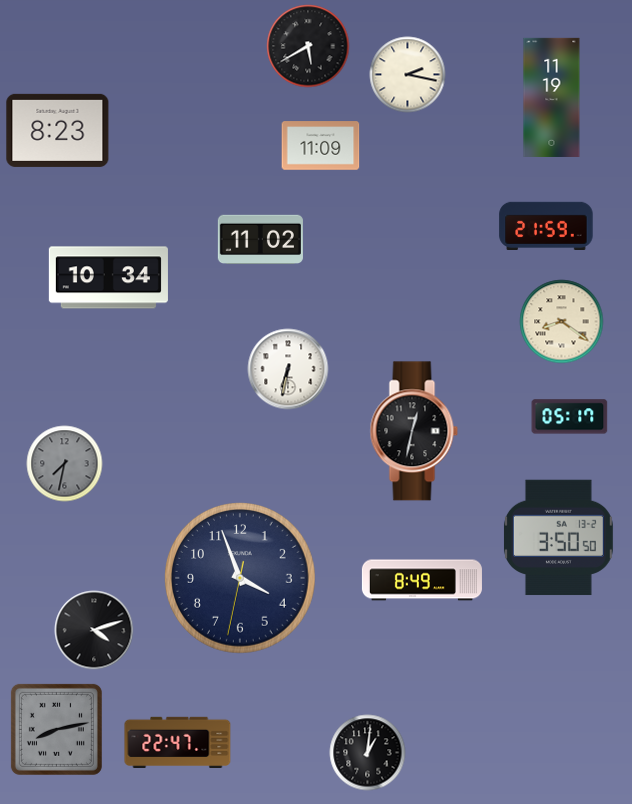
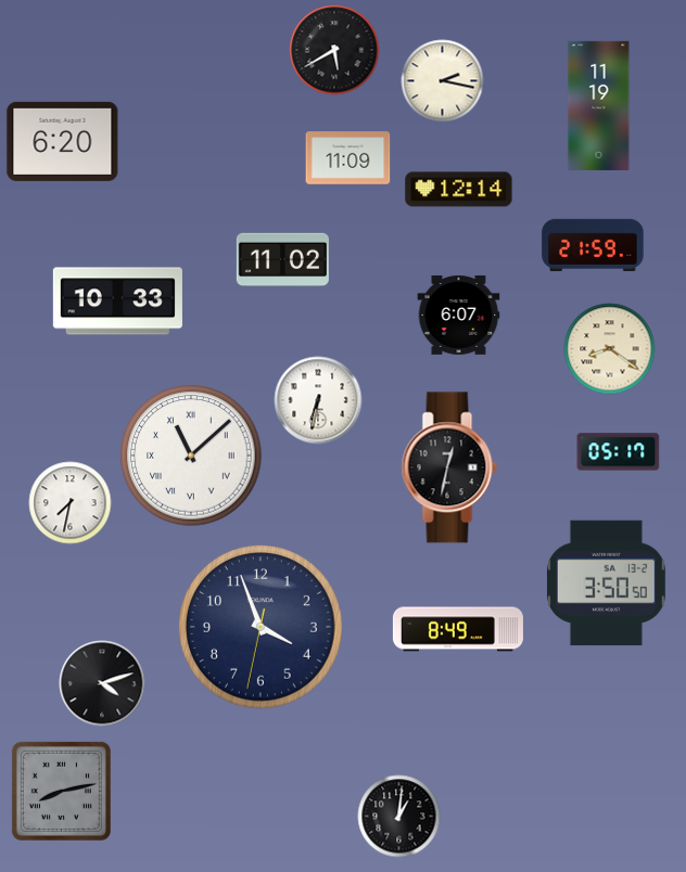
clock at (58, 130): 8:23 -> 6:20
clock at (459, 190): none -> 12:14
clock at (108, 278): 10:34 -> 10:33
clock at (459, 315): none -> 6:07
clock at (288, 369) position: (288, 369) -> (318, 400)
clock at (191, 456): none -> 11:08
clock at (65, 464) dial: grey -> white
clock at (178, 742): 22:47 -> none
